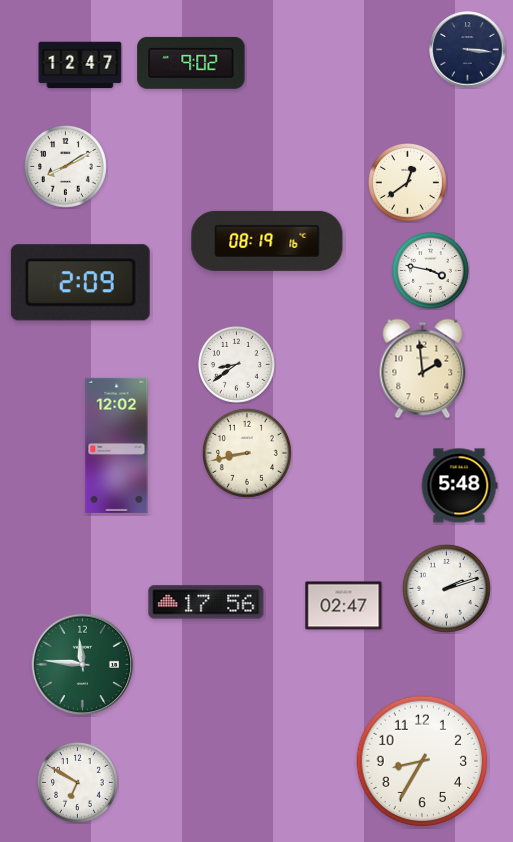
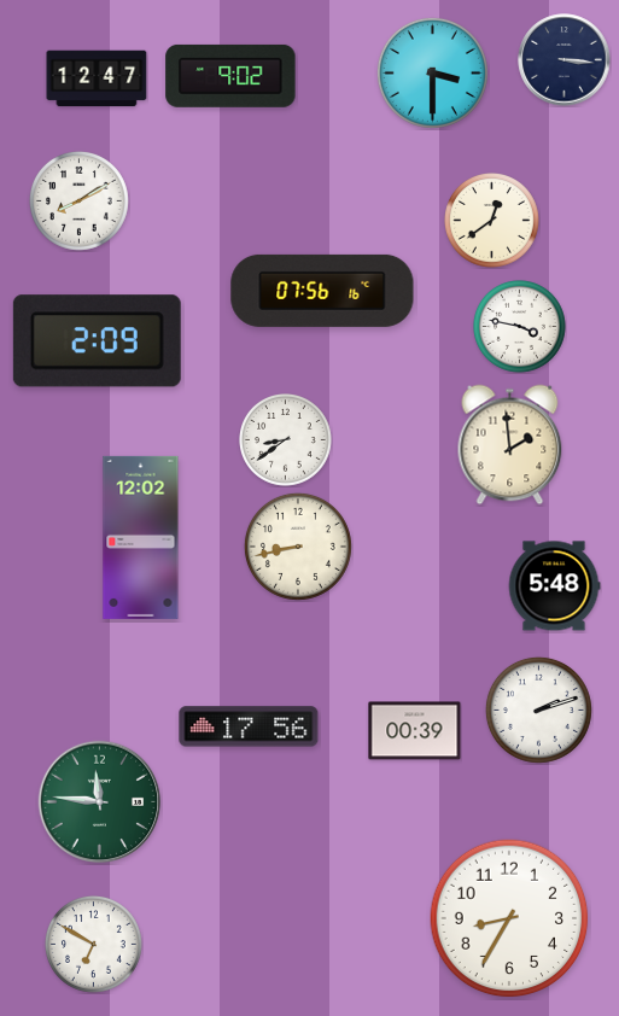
clock at (432, 72): none -> 3:30
clock at (267, 241): 08:19 -> 07:56
clock at (344, 606): 02:47 -> 00:39
